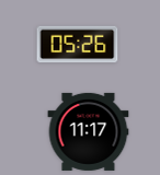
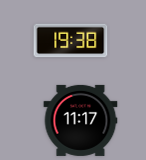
clock at (78, 45): 05:26 -> 19:38
